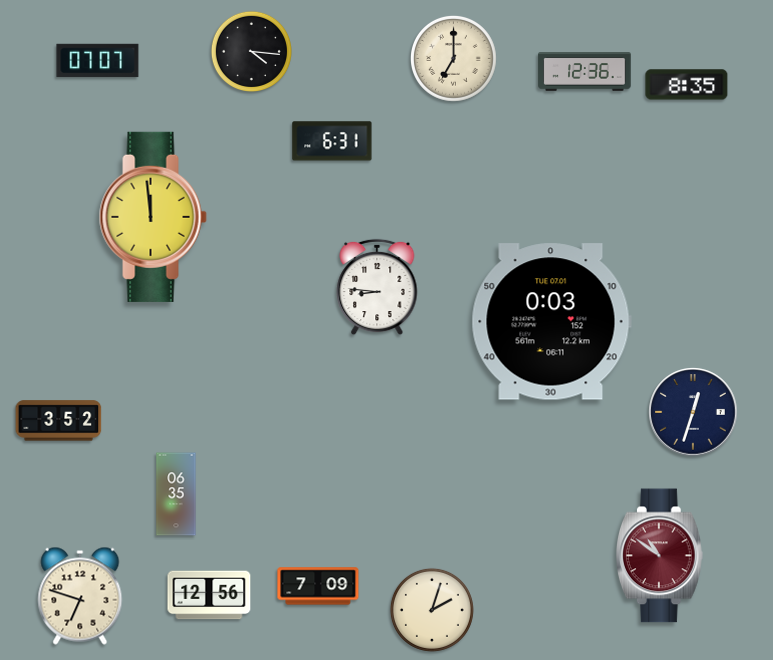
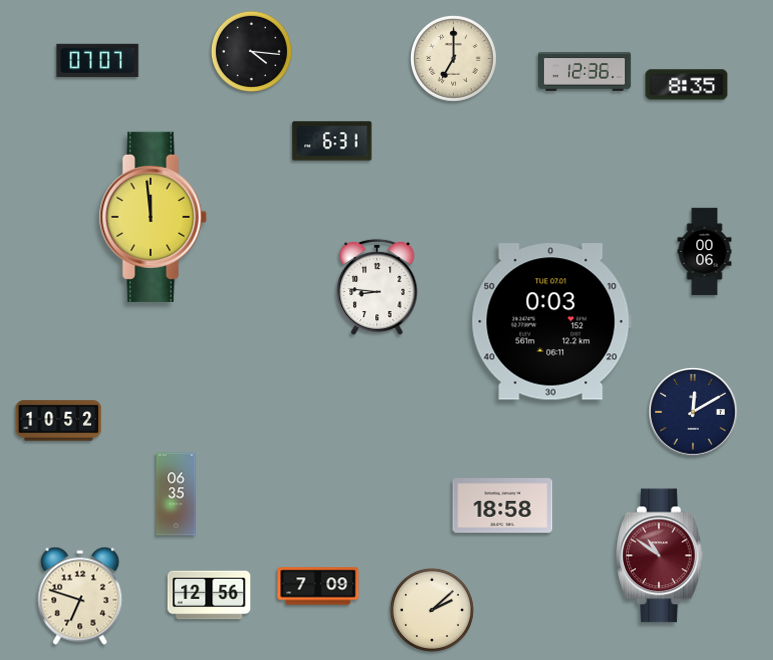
clock at (705, 252): none -> 00:06
clock at (693, 412): 12:33 -> 12:10
clock at (59, 421): 3:52 -> 10:52
clock at (503, 506): none -> 18:58
clock at (432, 610): 2:03 -> 2:08
